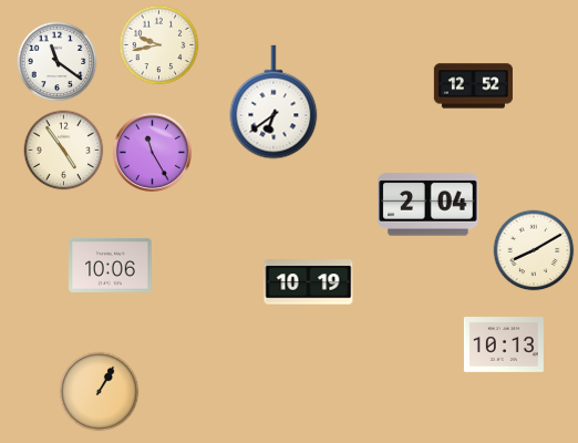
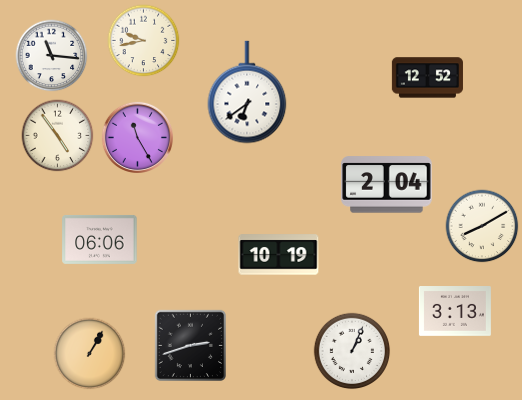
clock at (58, 62): 11:21 -> 11:16
clock at (111, 265): 10:06 -> 06:06
clock at (504, 346): 10:13 -> 3:13
clock at (191, 346): none -> 2:42
clock at (352, 351): none -> 1:04
